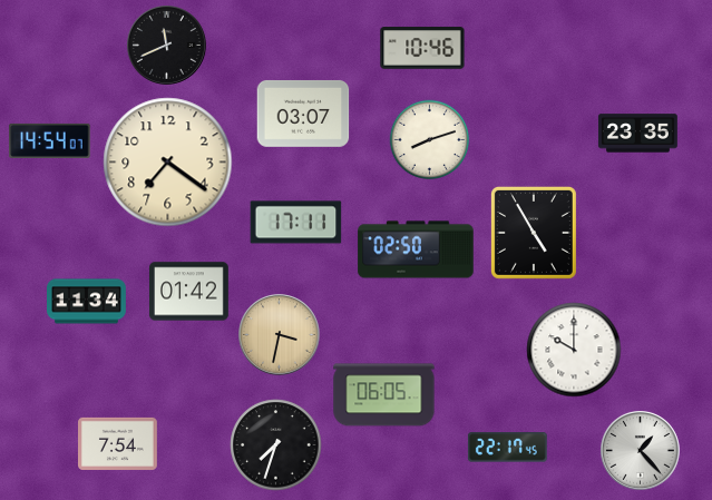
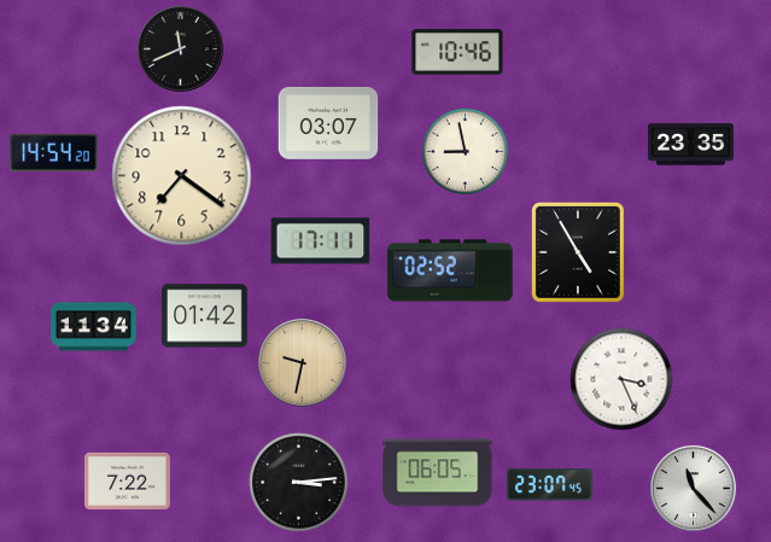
clock at (50, 140): 14:54:07 -> 14:54:20
clock at (430, 140): 8:12 -> 8:58
clock at (416, 249): 02:50 -> 02:52
clock at (280, 335): 3:32 -> 9:32
clock at (574, 350): 10:00 -> 3:26
clock at (384, 395) position: (384, 395) -> (438, 473)
clock at (118, 443): 7:54 -> 7:22
clock at (276, 445): 7:33 -> 3:14
clock at (507, 448): 22:17 -> 23:07
clock at (641, 451): 1:23 -> 11:23
